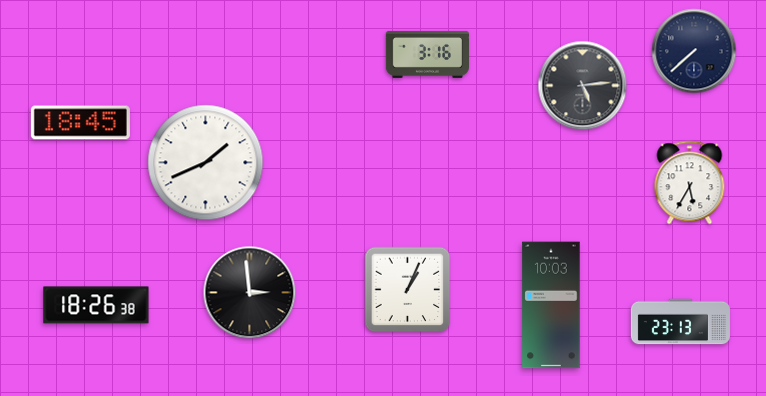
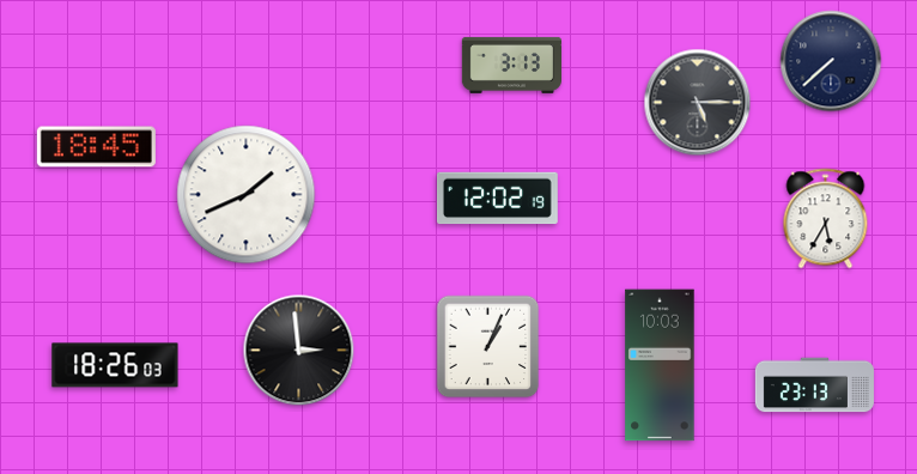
clock at (427, 54): 3:16 -> 3:13
clock at (583, 86): 5:14 -> 5:15
clock at (498, 199): none -> 12:02
clock at (96, 305): 18:26:38 -> 18:26:03
